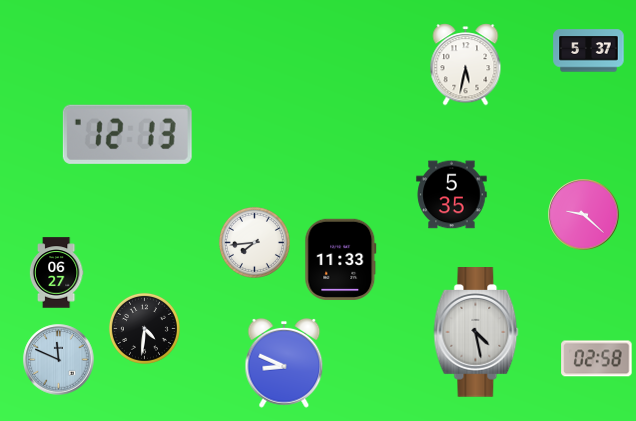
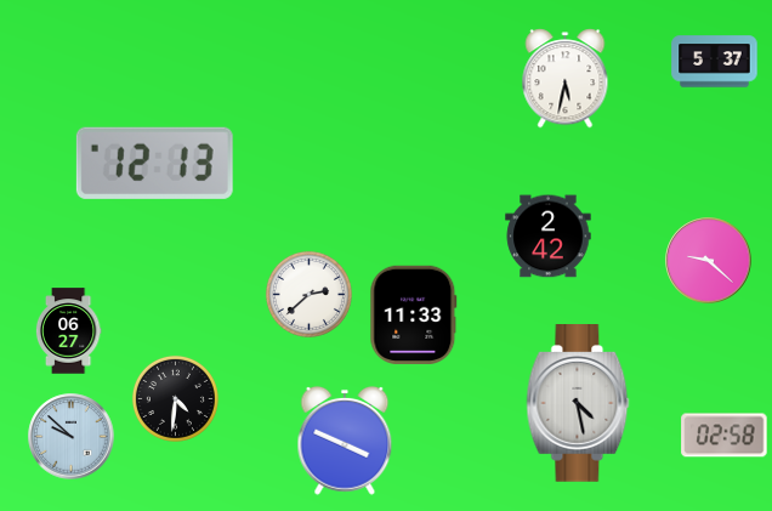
clock at (452, 195): 5:35 -> 2:42
clock at (254, 242): 7:44 -> 2:38
clock at (59, 360): 11:49 -> 9:52
clock at (284, 363): 8:49 -> 3:49
